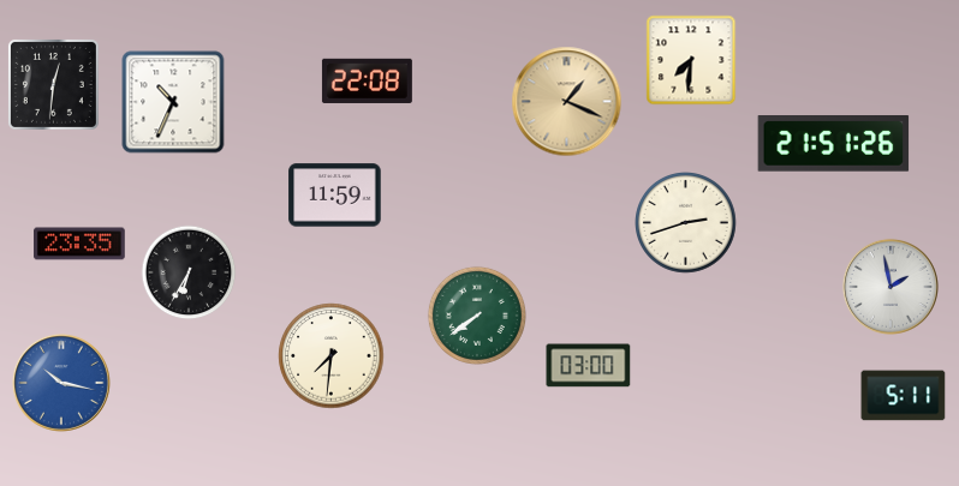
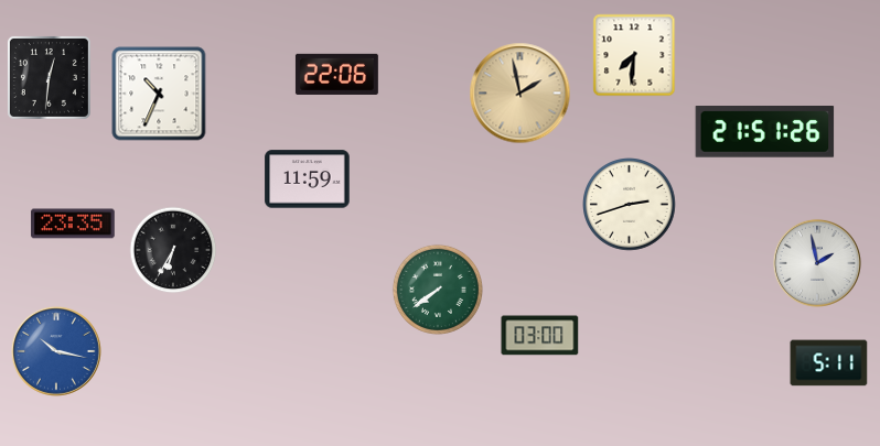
clock at (367, 80): 22:08 -> 22:06
clock at (567, 102): 1:19 -> 1:58
clock at (332, 356): 7:31 -> none
